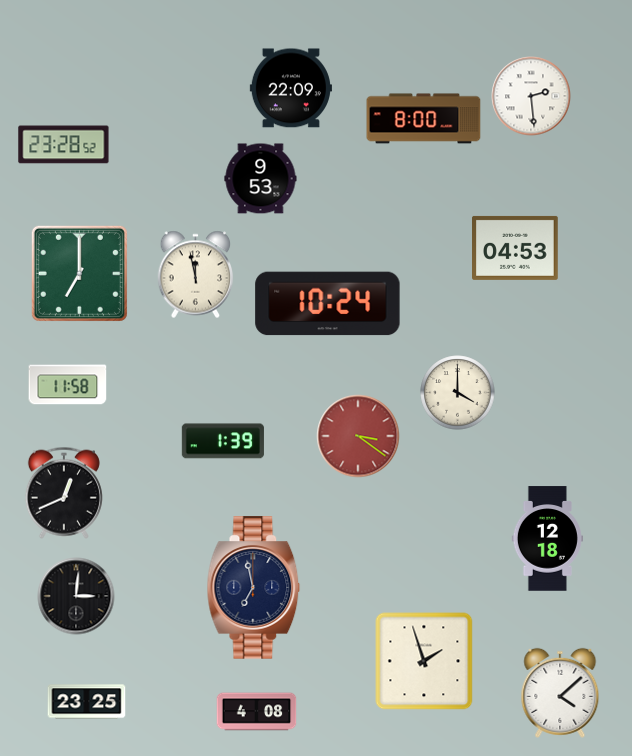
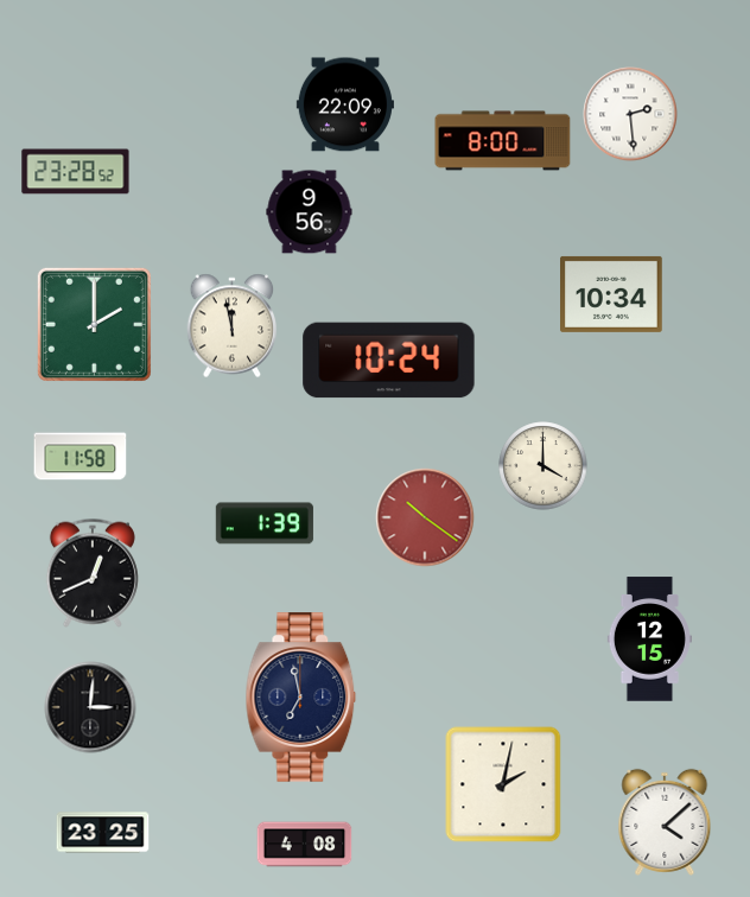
clock at (261, 179): 9:53 -> 9:56
clock at (515, 248): 04:53 -> 10:34
clock at (79, 273): 7:00 -> 2:00
clock at (358, 436): 3:21 -> 10:21
clock at (64, 493) position: (64, 493) -> (93, 573)
clock at (547, 539): 12:18 -> 12:15
clock at (424, 661): 1:57 -> 2:02
